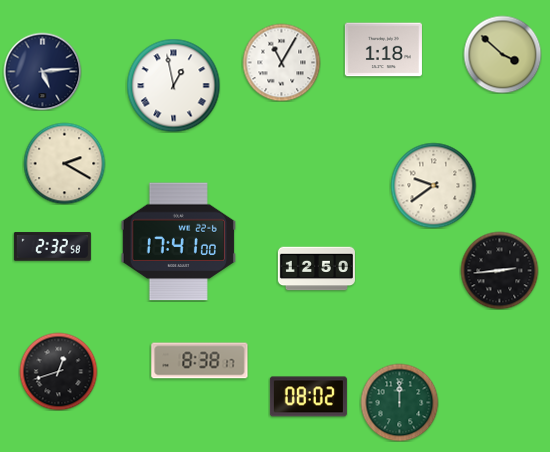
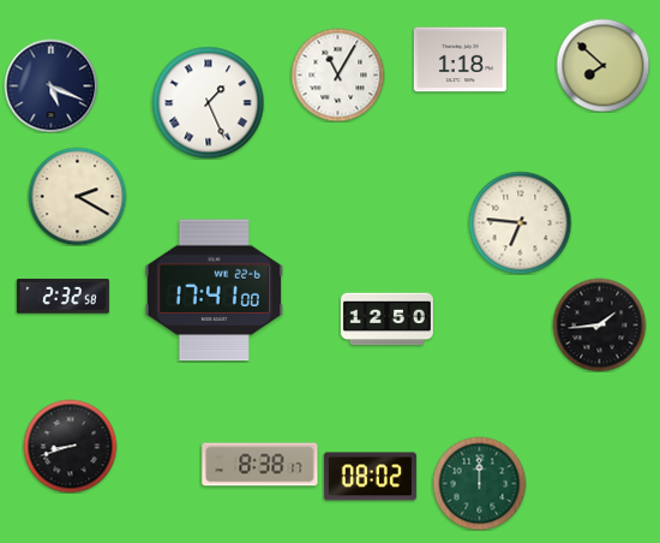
clock at (502, 54): 3:52 -> 7:52
clock at (42, 71): 5:14 -> 5:19
clock at (173, 85): 12:58 -> 1:26
clock at (433, 185): 9:39 -> 6:46
clock at (316, 269) position: (316, 269) -> (386, 320)
clock at (499, 270): 2:44 -> 1:44
clock at (200, 361) position: (200, 361) -> (260, 465)
clock at (58, 371): 12:42 -> 8:42
